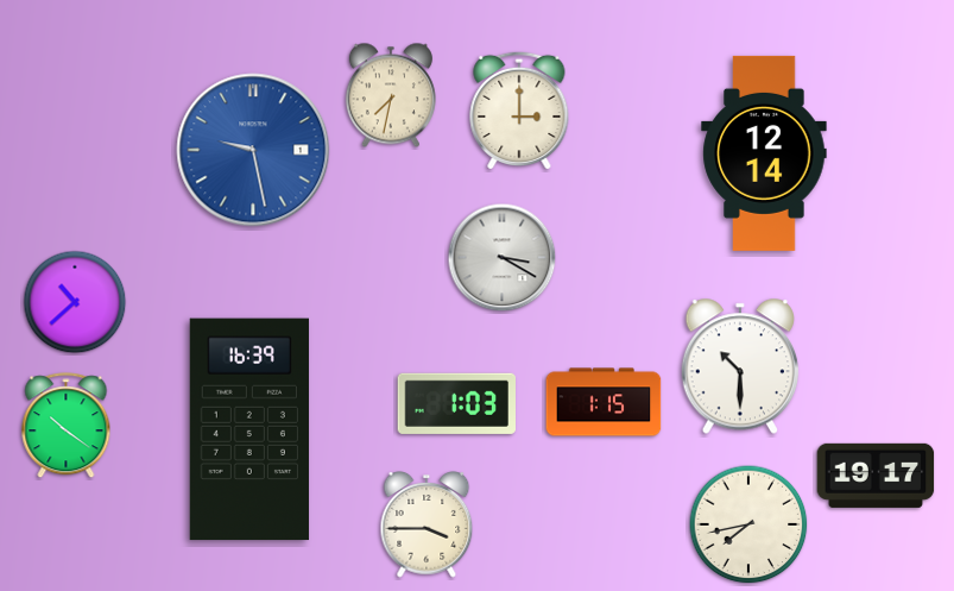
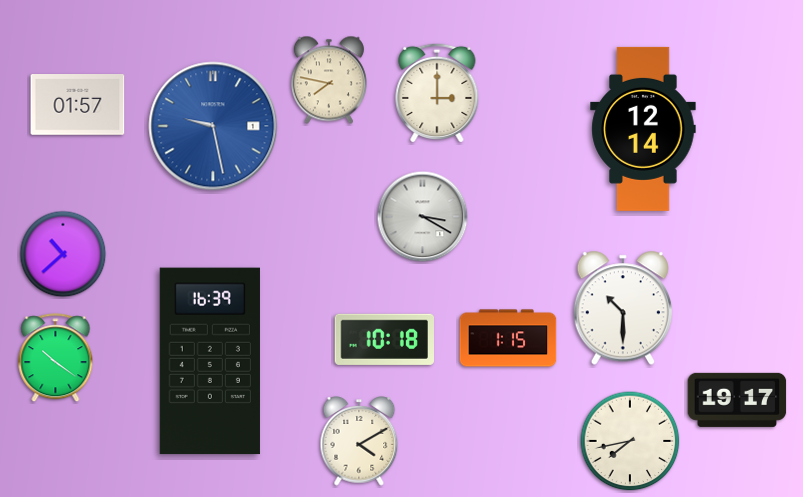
clock at (391, 95): 7:32 -> 7:47
clock at (78, 105): none -> 01:57
clock at (456, 403): 1:03 -> 10:18
clock at (427, 524): 3:45 -> 4:10
